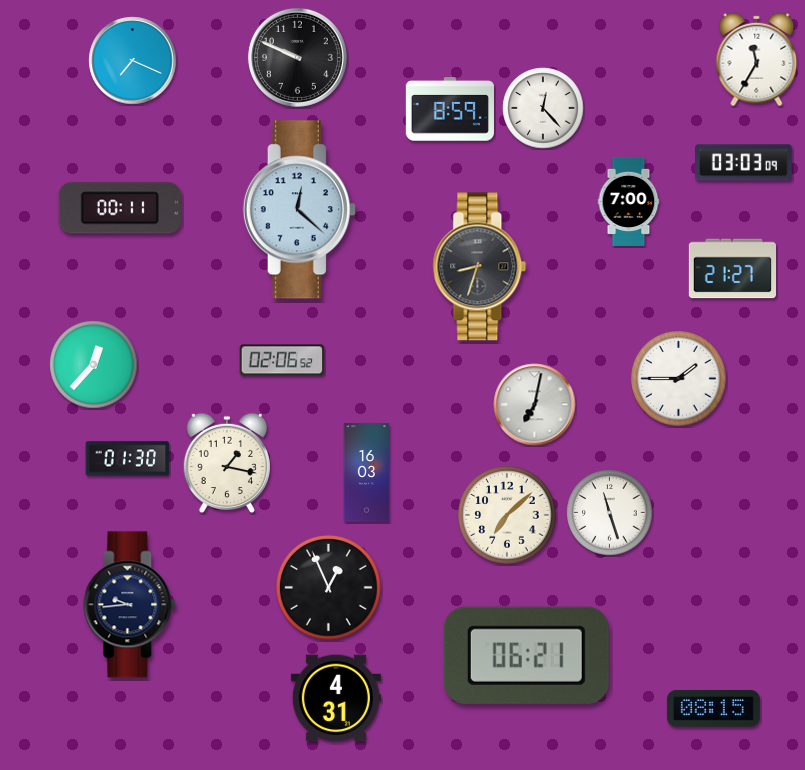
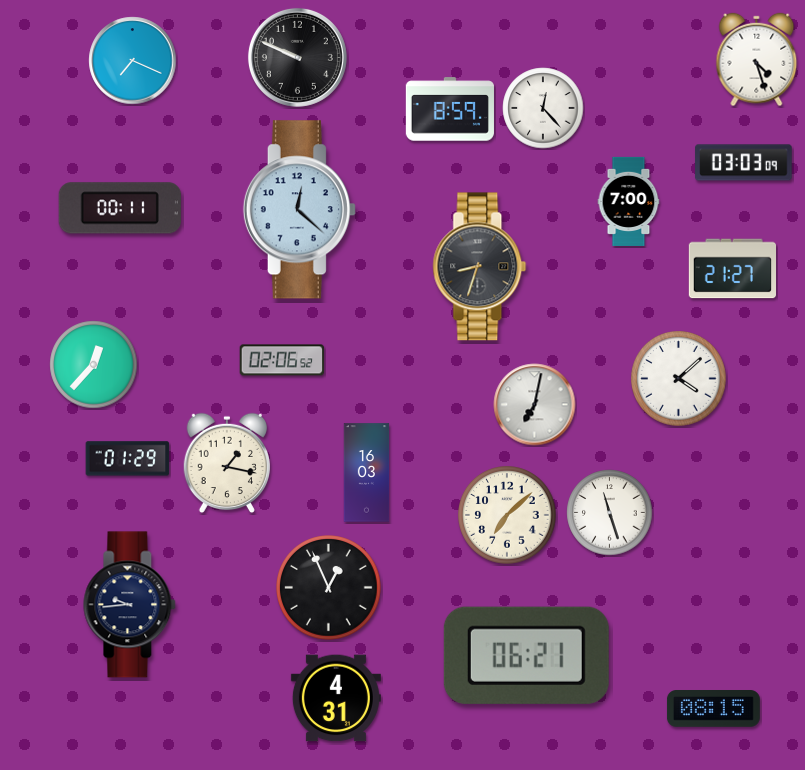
clock at (757, 60): 11:35 -> 4:27
clock at (679, 379): 1:45 -> 4:08
clock at (128, 459): 01:30 -> 01:29
